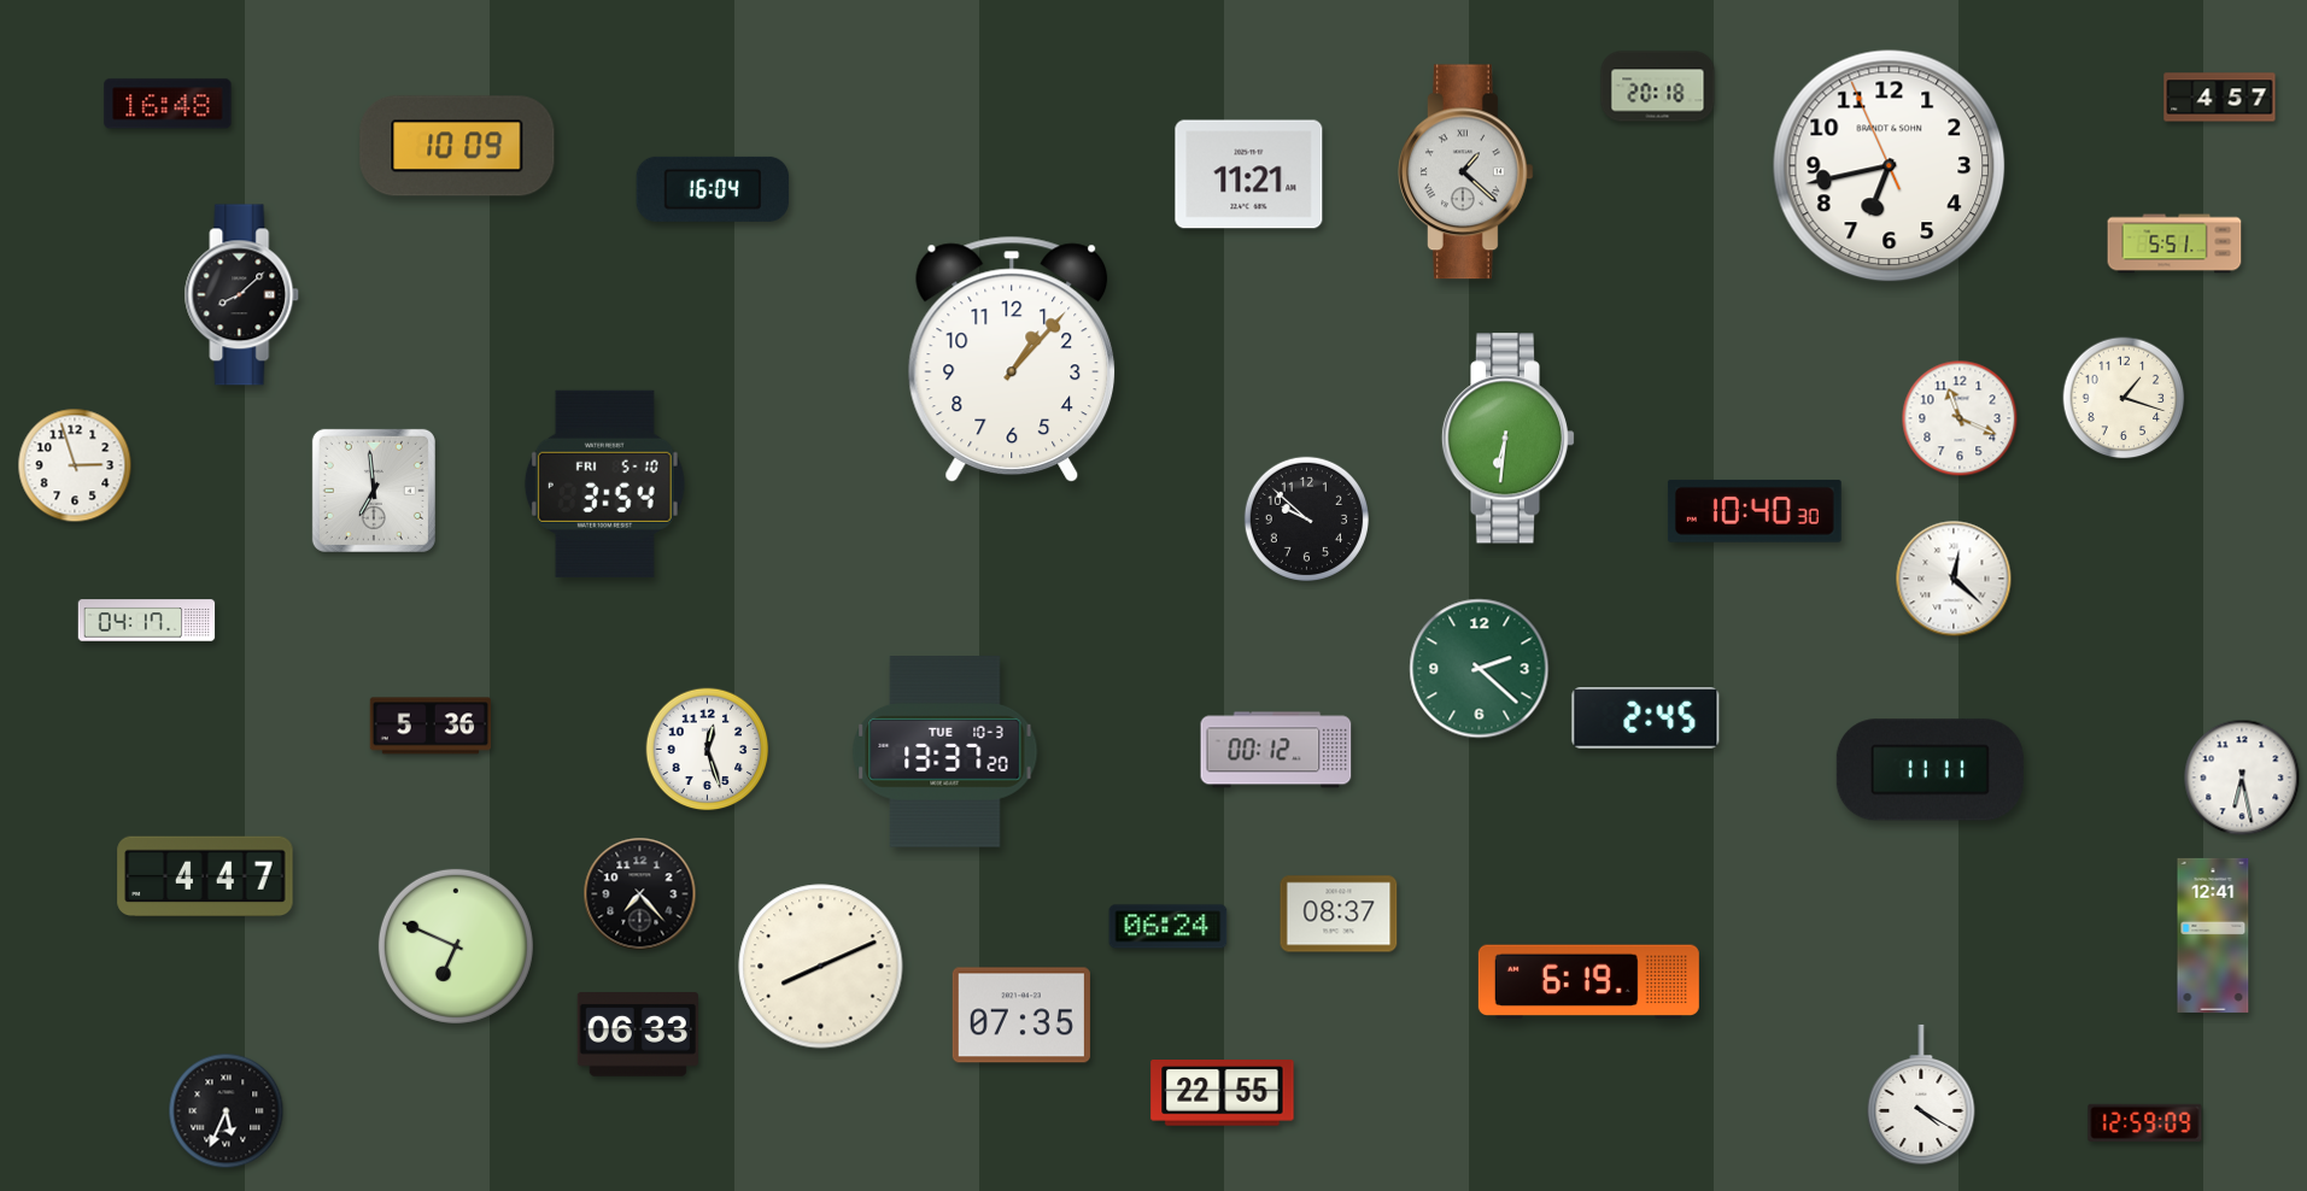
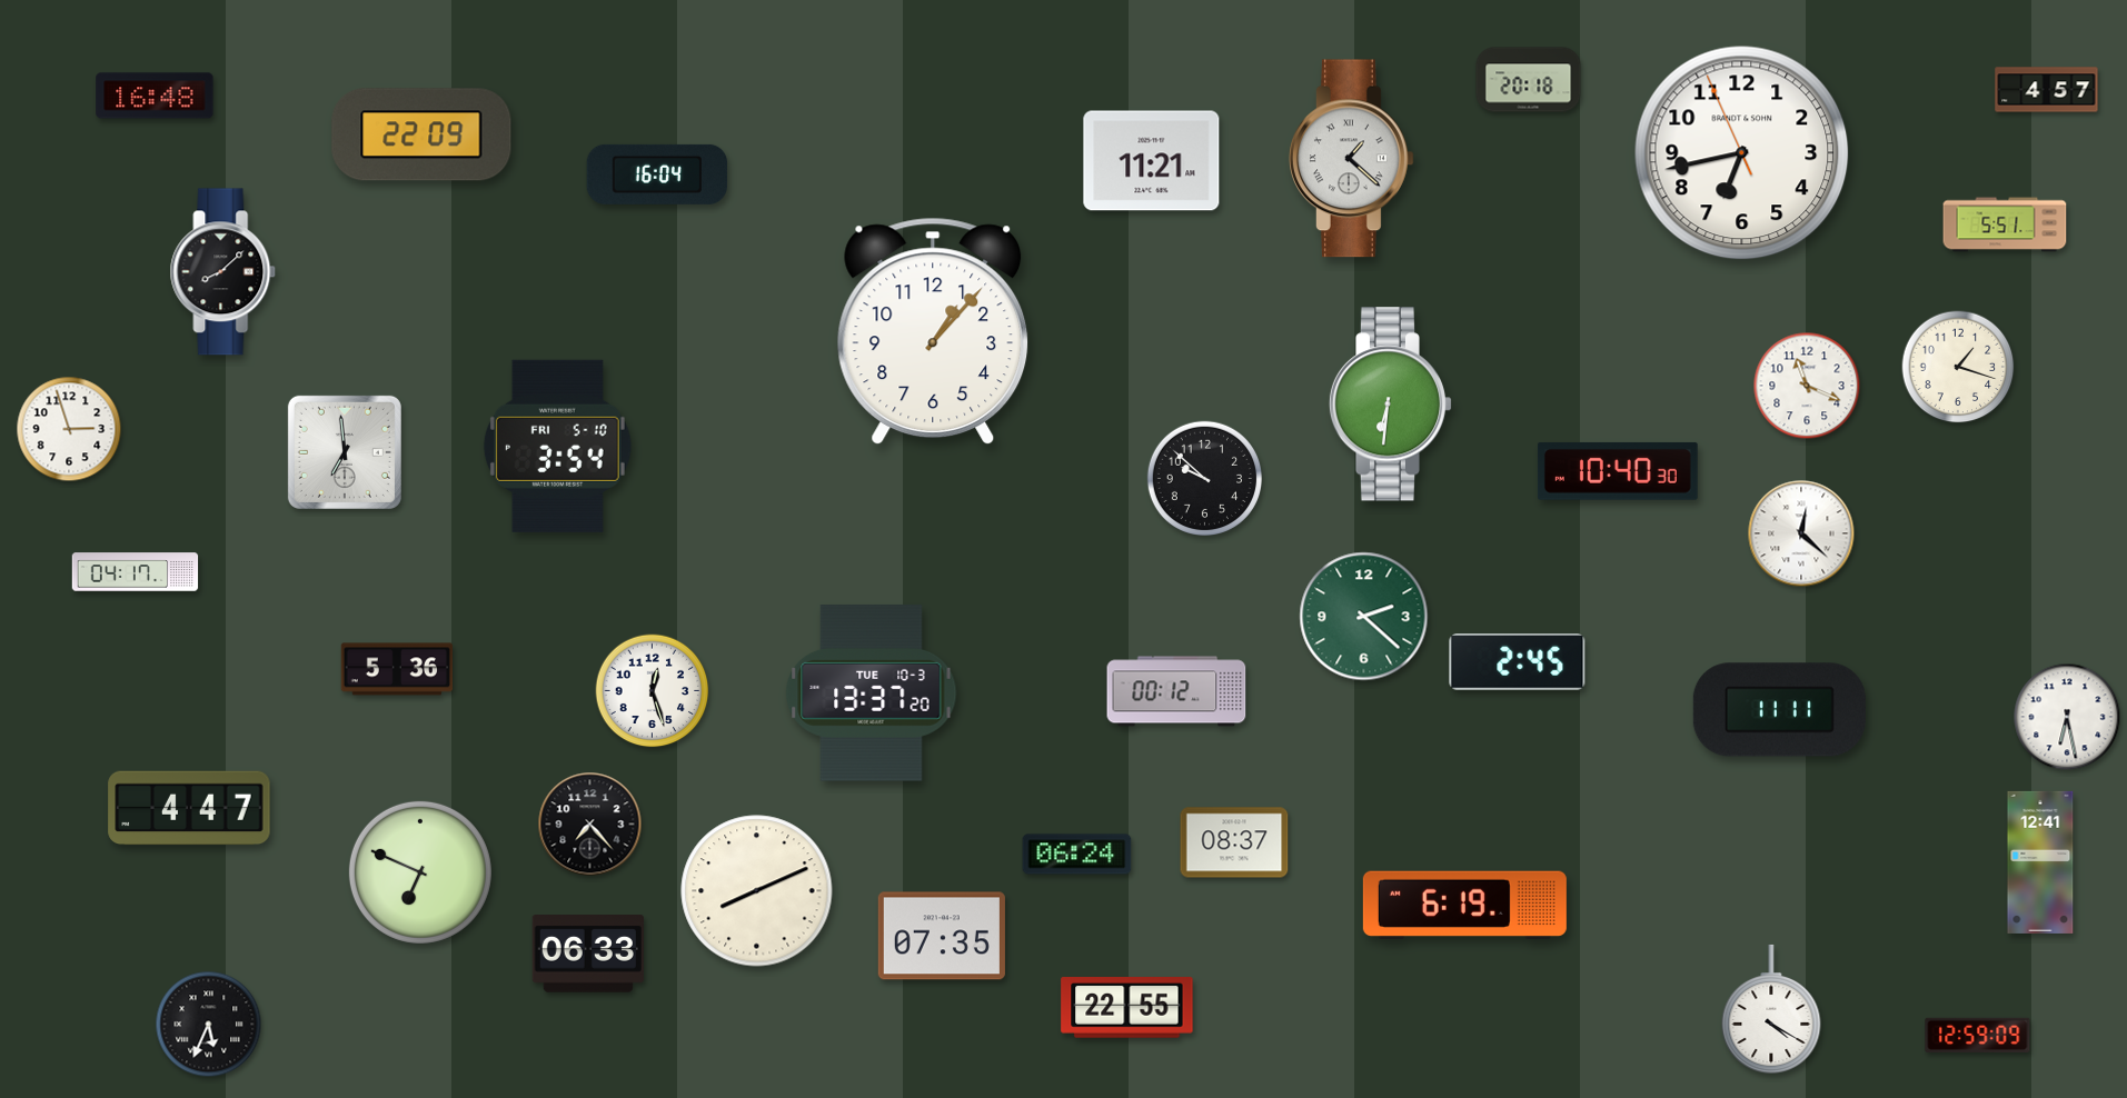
clock at (457, 146): 10:09 -> 22:09
